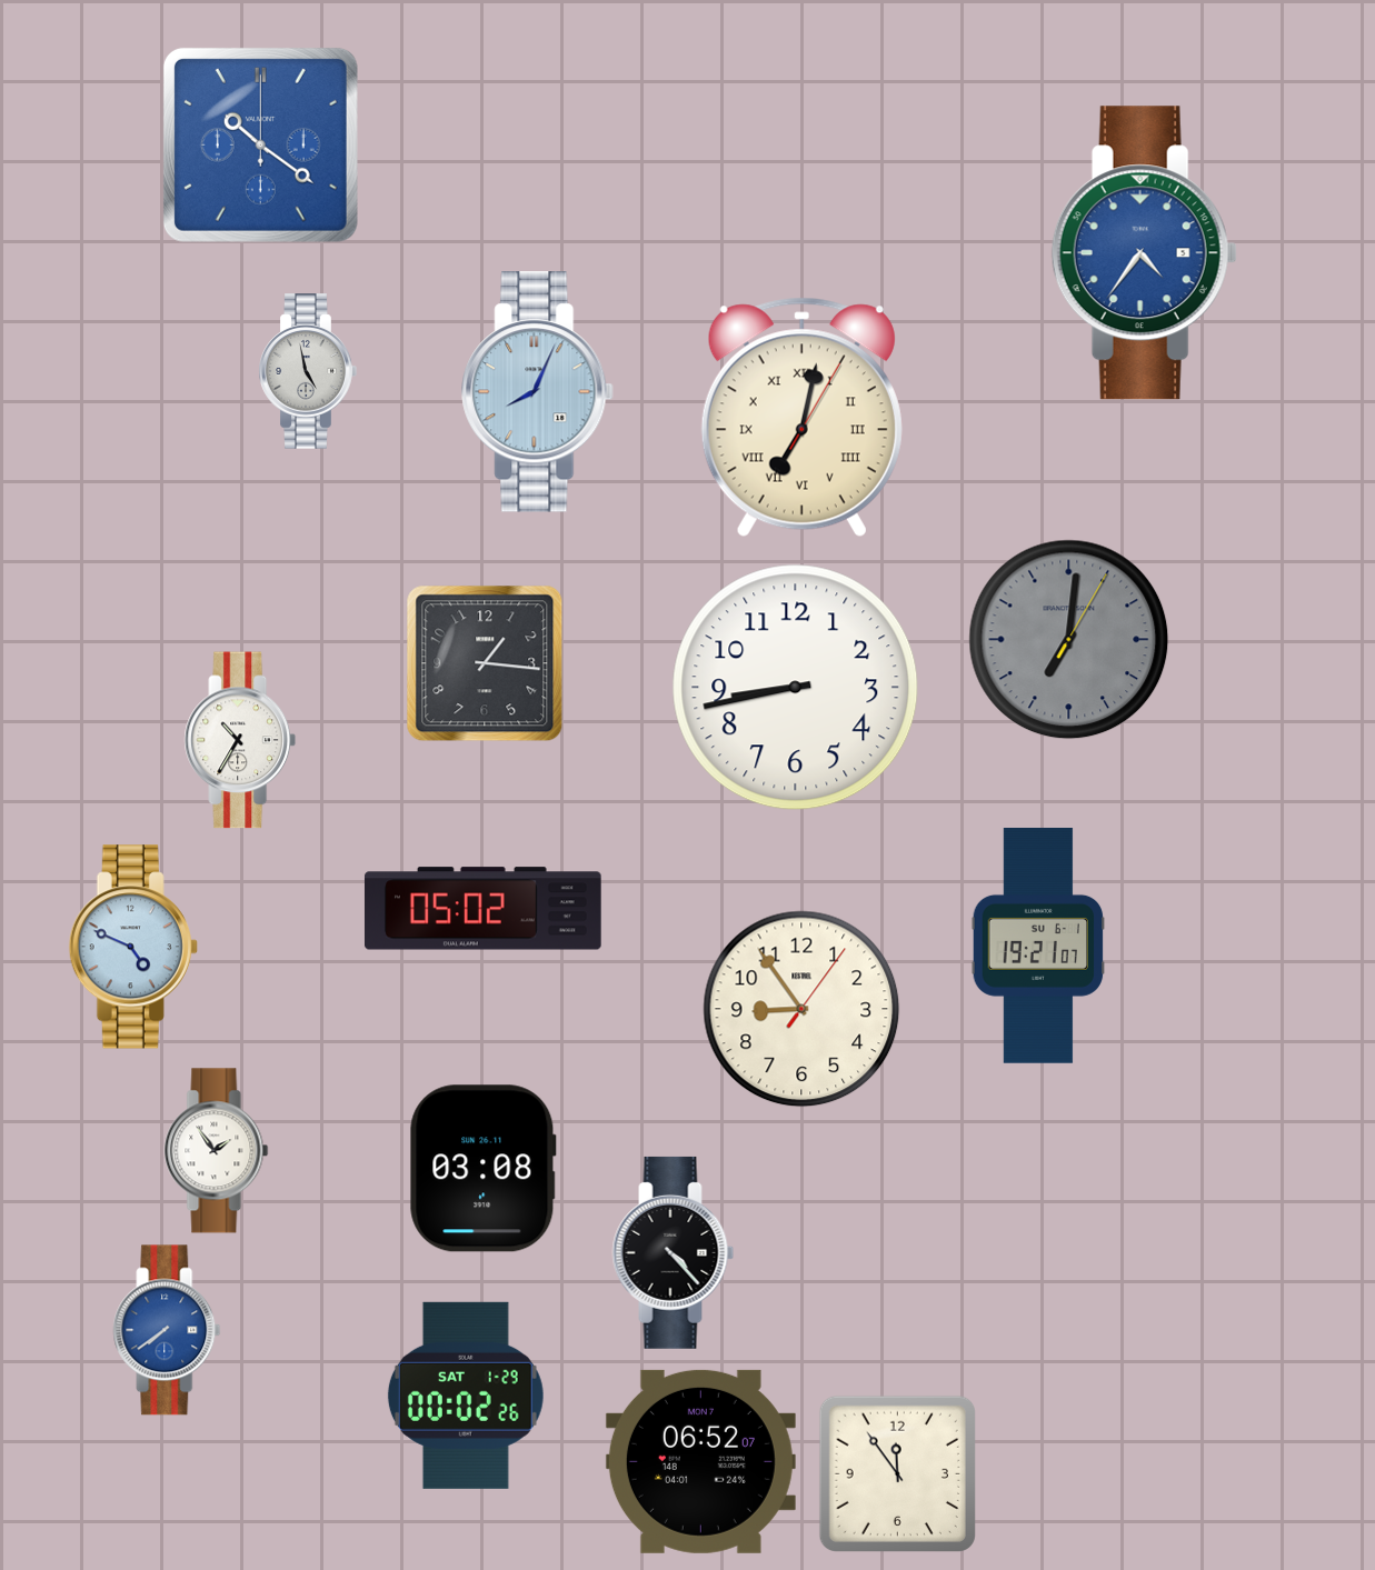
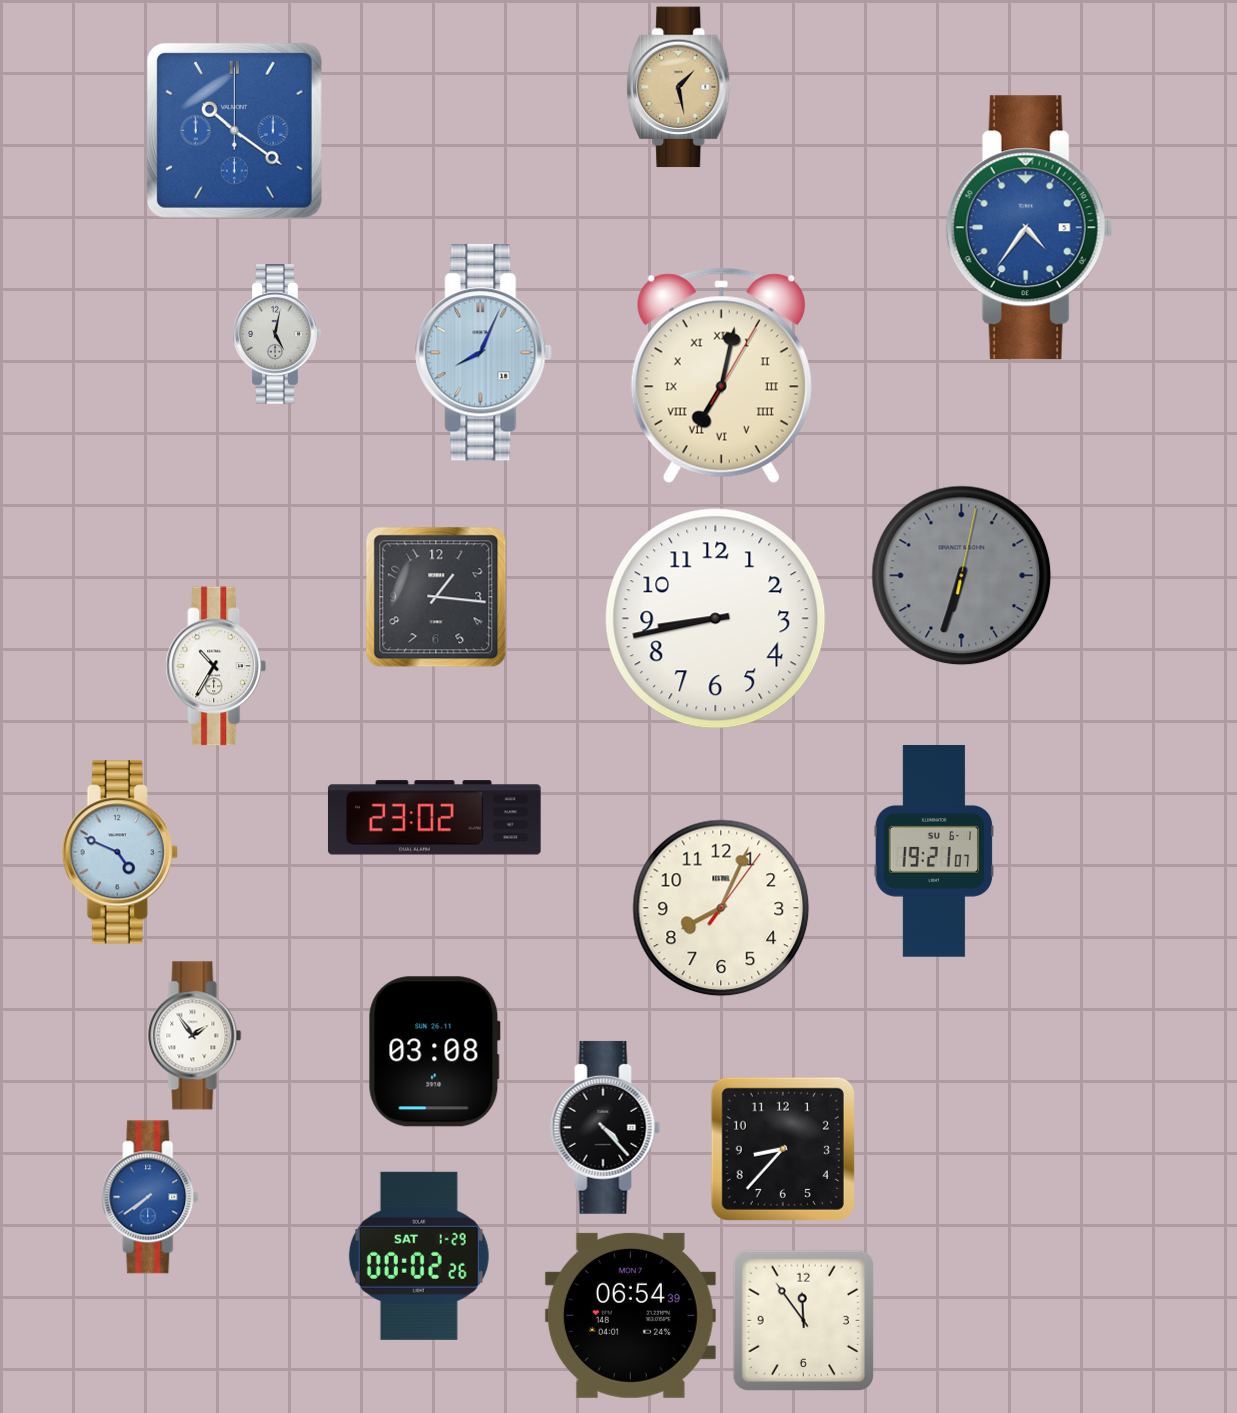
clock at (679, 87): none -> 1:28
clock at (308, 371): 4:58 -> 5:02
clock at (1069, 640): 7:01 -> 6:33
clock at (484, 909): 05:02 -> 23:02
clock at (801, 1009): 8:54 -> 8:04
clock at (783, 1149): none -> 8:37
clock at (700, 1461): 06:52 -> 06:54
clock at (897, 1473) position: (897, 1473) -> (803, 1320)
